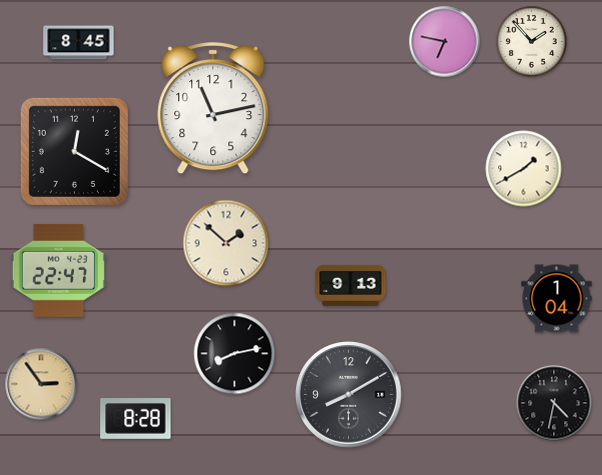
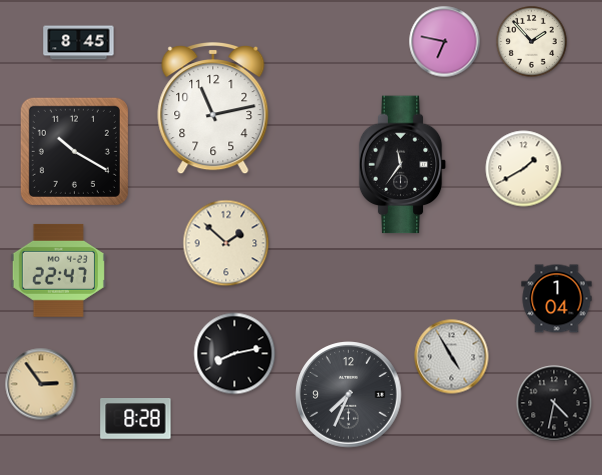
clock at (74, 151): 12:20 -> 10:20
clock at (403, 165): none -> 11:36
clock at (351, 285): 9:13 -> none
clock at (452, 357): none -> 4:55
clock at (349, 395): 8:10 -> 7:34
